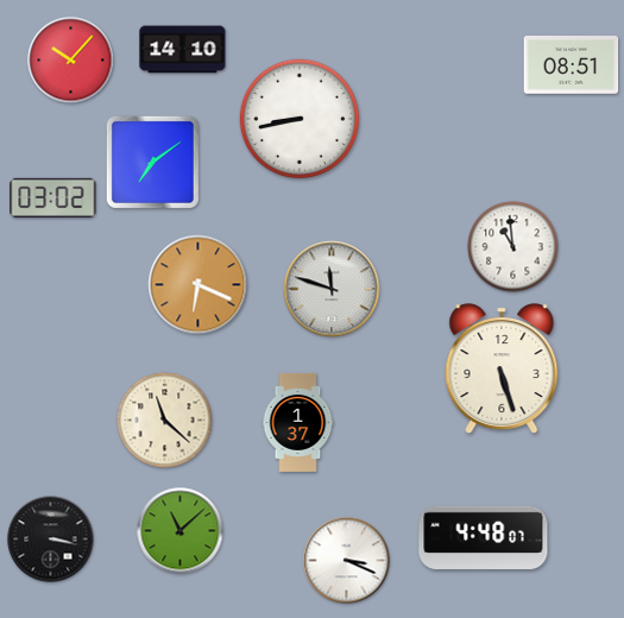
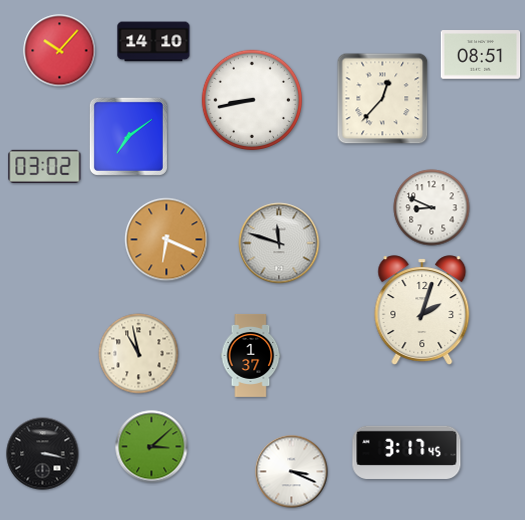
clock at (383, 99): none -> 12:37
clock at (513, 247): 10:59 -> 8:49
clock at (502, 368): 5:27 -> 2:03
clock at (165, 421): 11:22 -> 10:58
clock at (181, 531): 11:08 -> 3:08
clock at (484, 537): 4:48 -> 3:17
